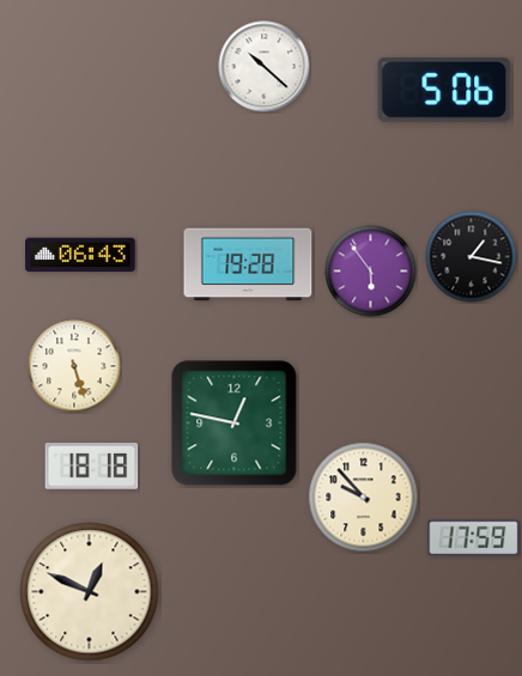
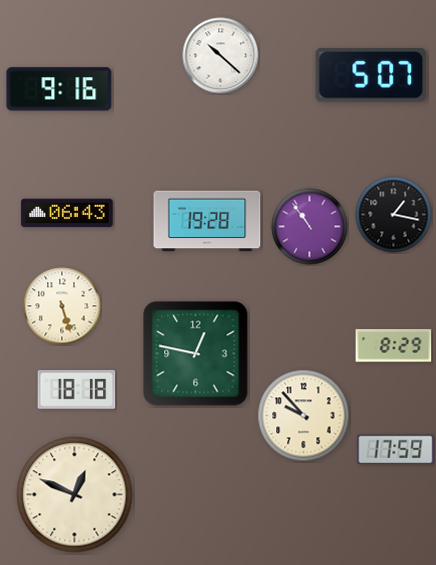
clock at (444, 90): 5:06 -> 5:07
clock at (59, 89): none -> 9:16
clock at (371, 272): 5:54 -> 10:54
clock at (394, 346): none -> 8:29
